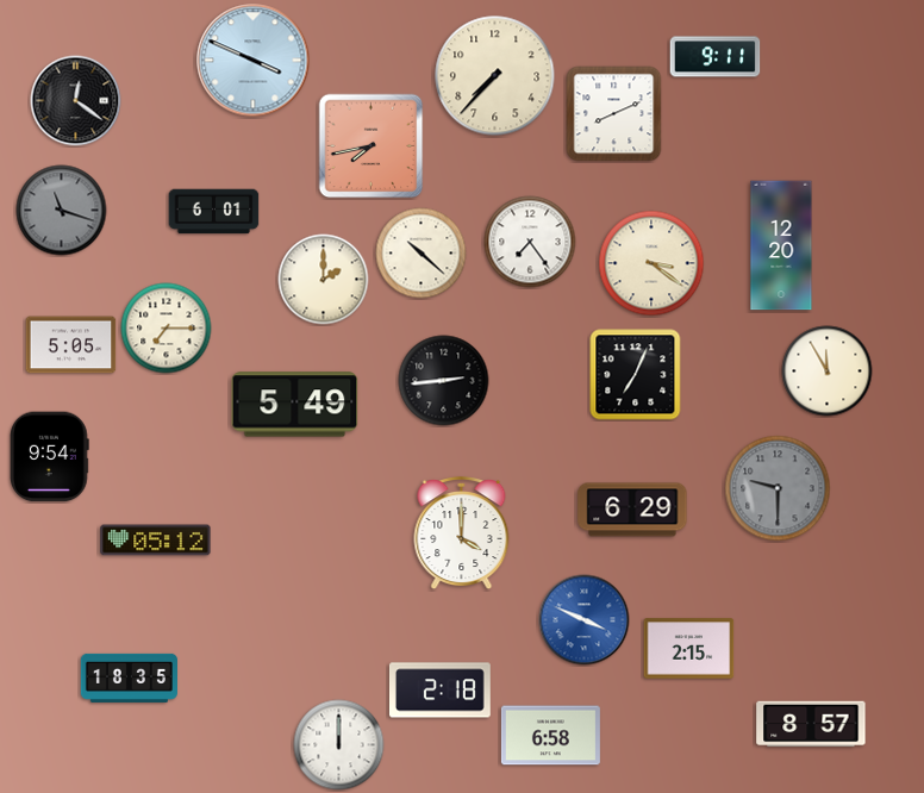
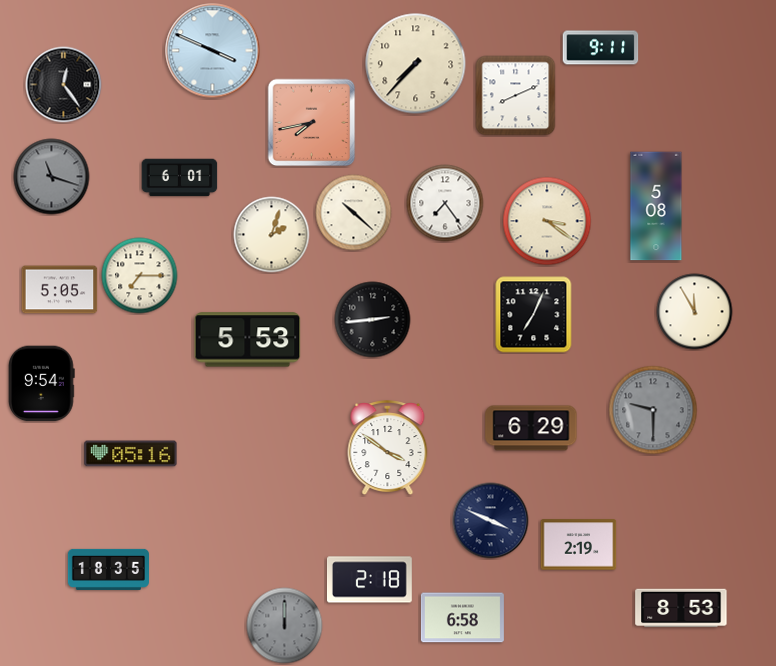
clock at (76, 101): 12:21 -> 12:24
clock at (781, 245): 12:20 -> 5:08
clock at (324, 280): 2:00 -> 2:03
clock at (295, 405): 5:49 -> 5:53
clock at (462, 535): 4:00 -> 3:51
clock at (156, 541): 05:12 -> 05:16
clock at (585, 620) dial: blue -> navy
clock at (689, 649): 2:15 -> 2:19
clock at (811, 724): 8:57 -> 8:53
clock at (339, 745) dial: white -> grey
